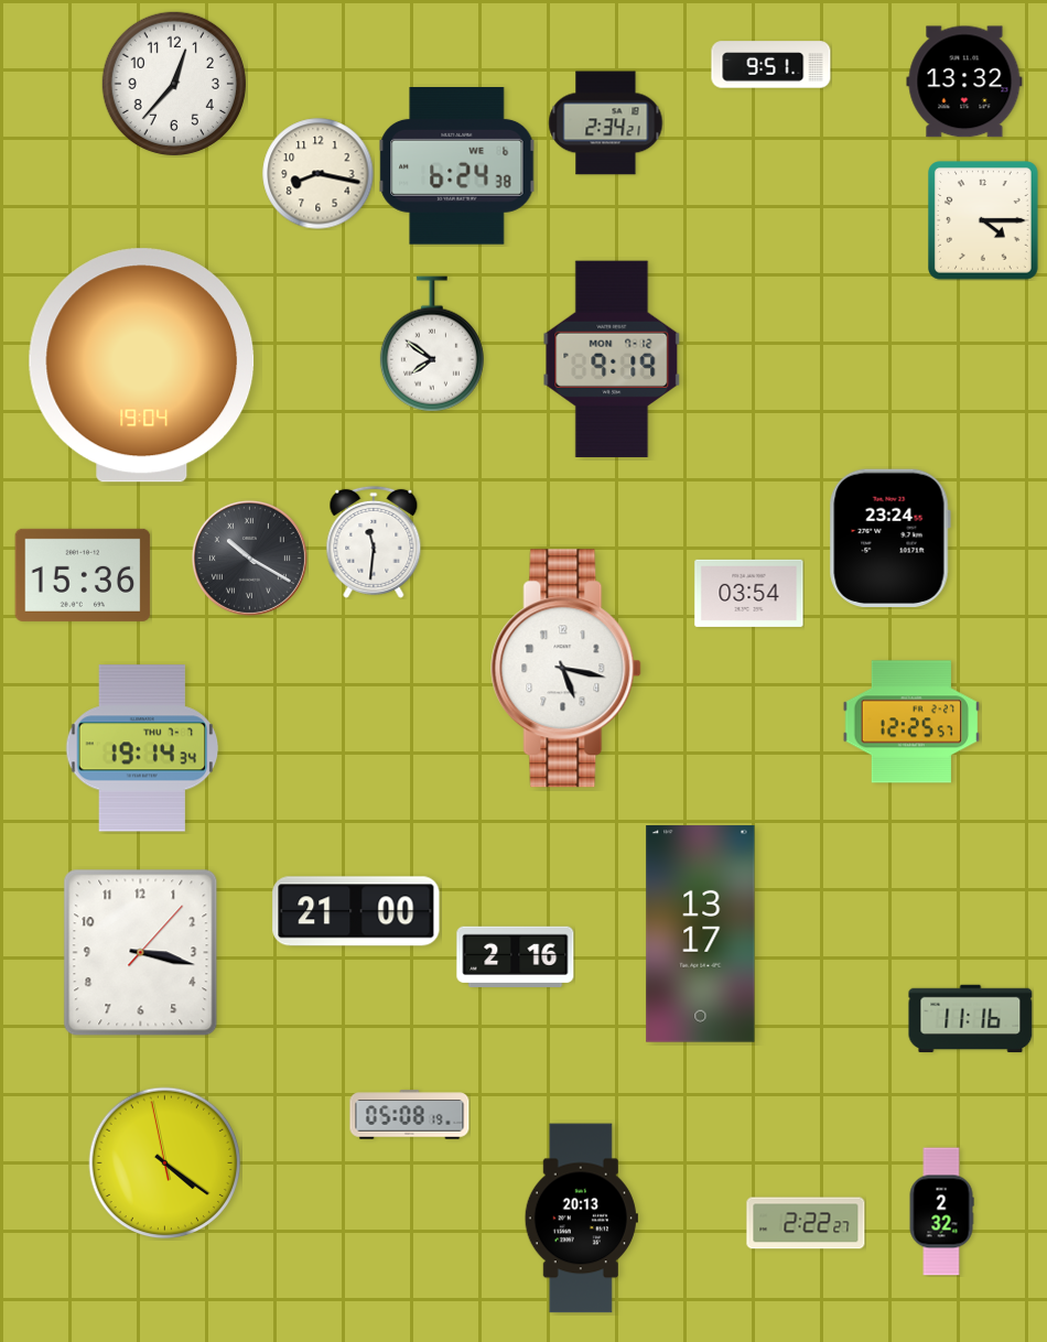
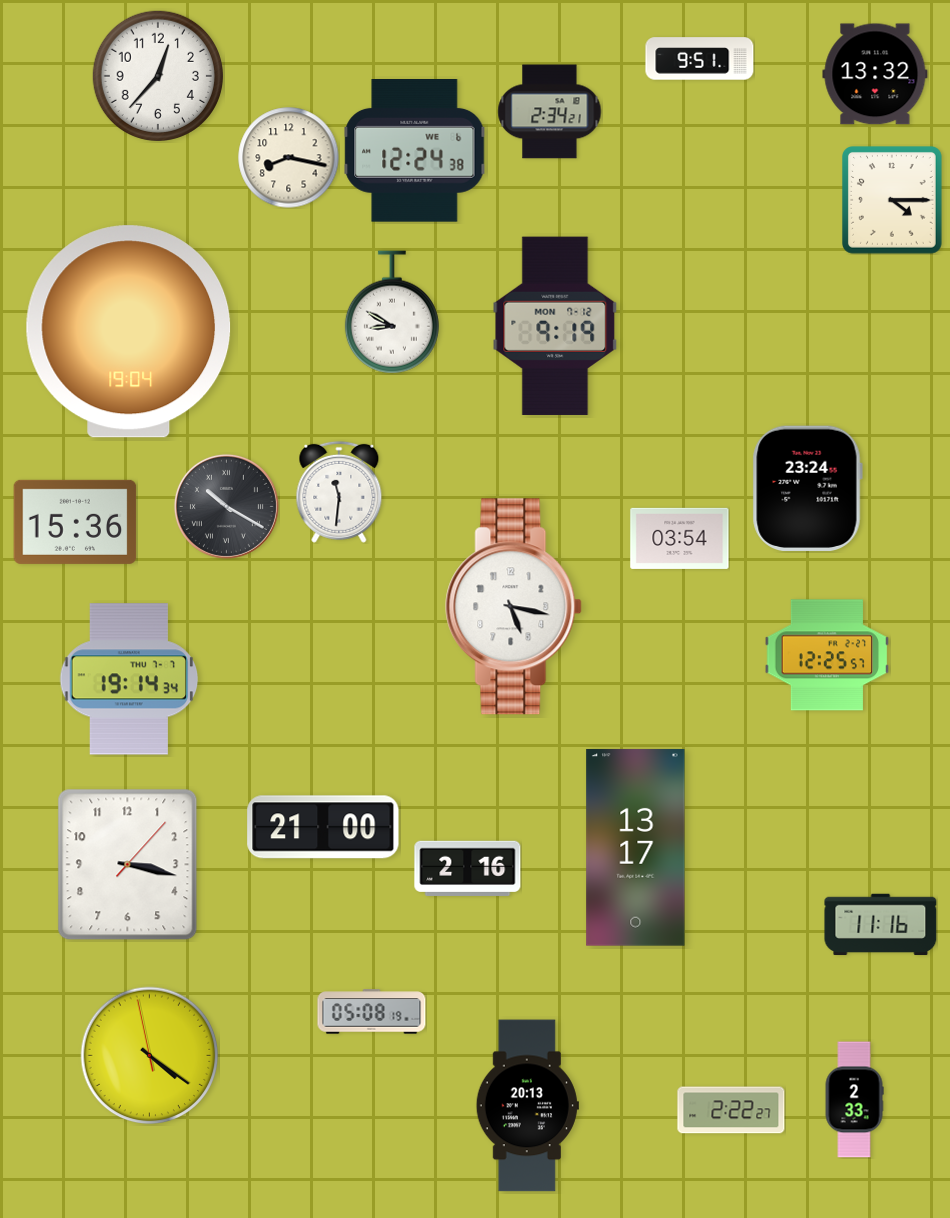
clock at (457, 166): 6:24 -> 12:24
clock at (432, 344): 7:51 -> 8:50
clock at (941, 1212): 2:32 -> 2:33
